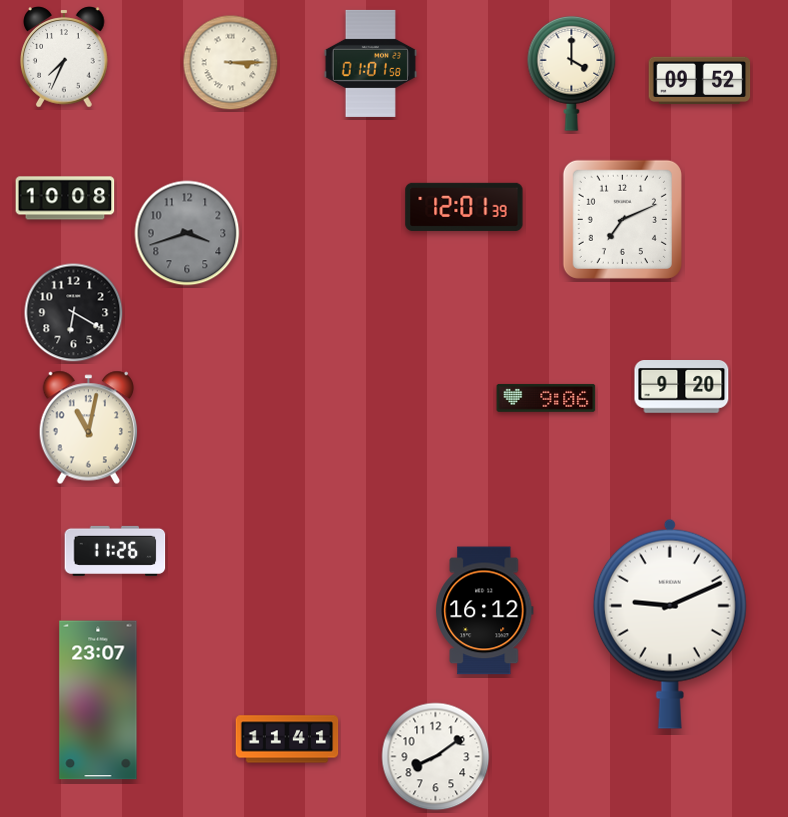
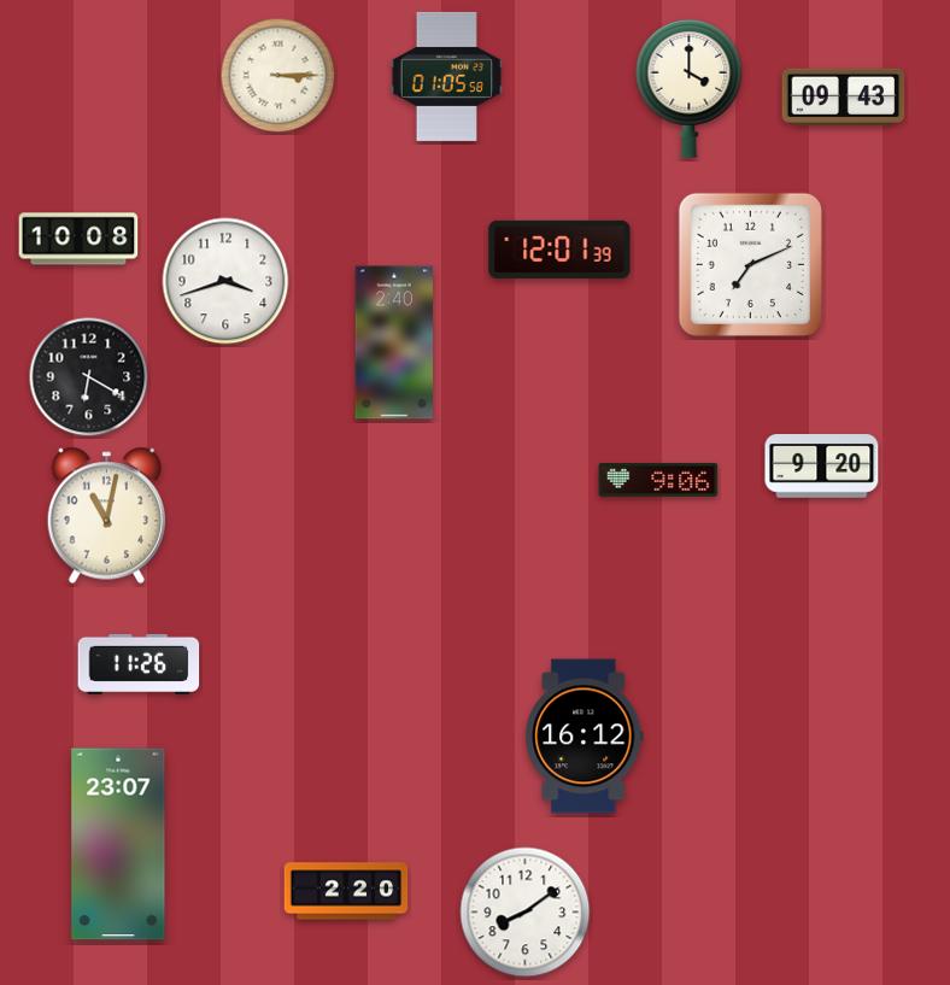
clock at (64, 57): 7:34 -> none
clock at (370, 63): 01:01 -> 01:05
clock at (700, 80): 09:52 -> 09:43
clock at (187, 233) dial: grey -> white
clock at (393, 342): none -> 2:40
clock at (670, 624): 9:11 -> none
clock at (287, 739): 11:41 -> 2:20
